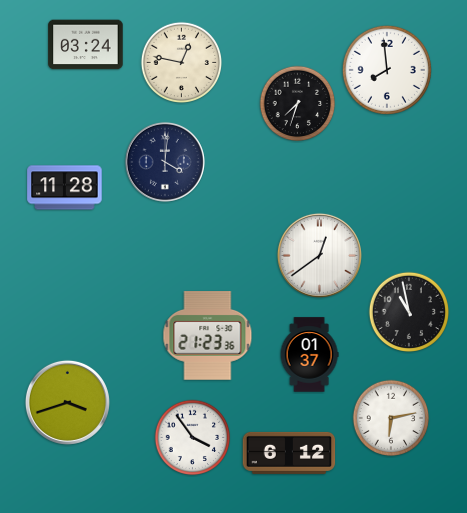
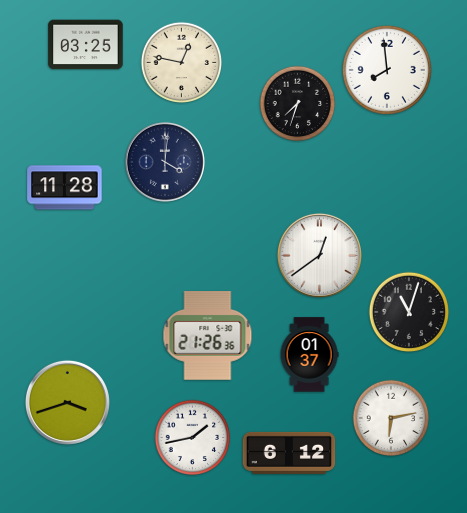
clock at (86, 45): 03:24 -> 03:25
clock at (408, 311): 10:58 -> 11:03
clock at (208, 336): 21:23 -> 21:26
clock at (193, 438): 3:54 -> 1:43
